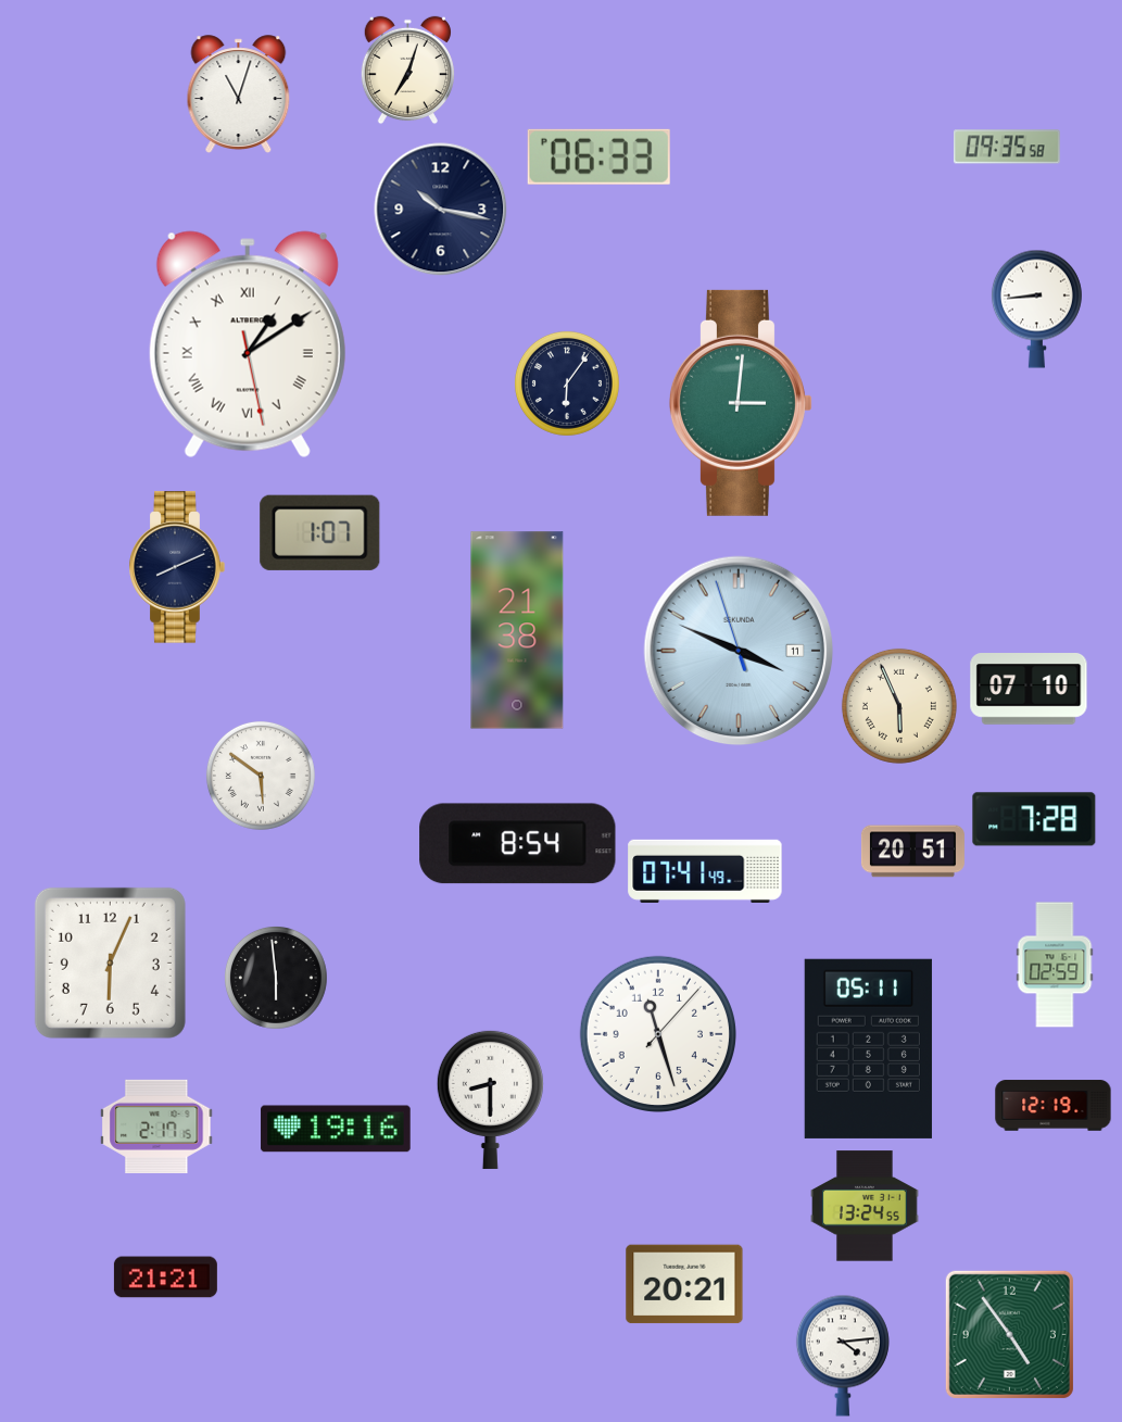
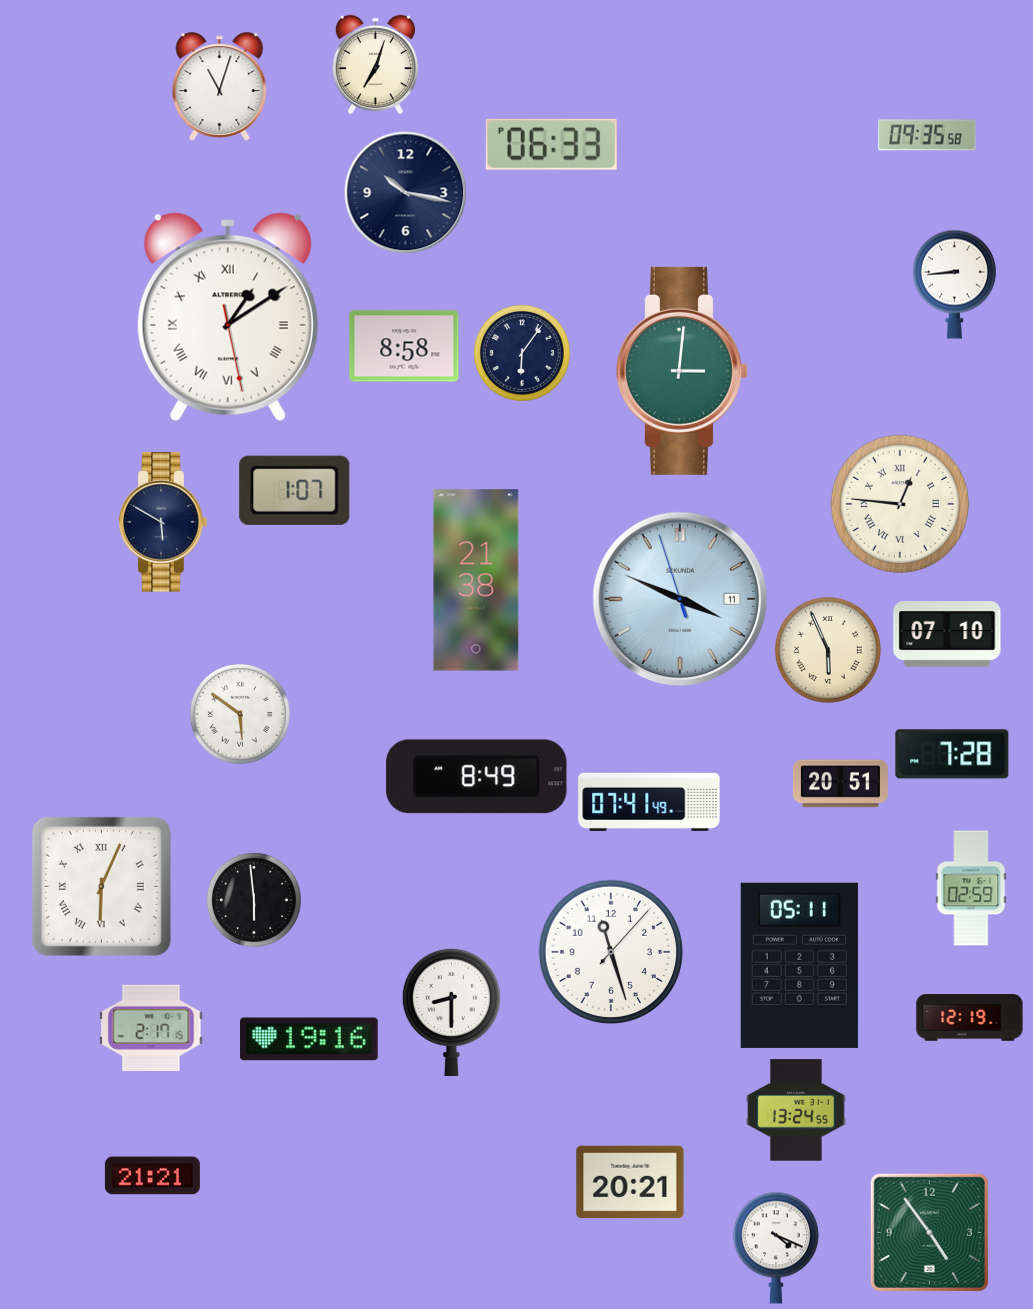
clock at (404, 346): none -> 8:58
clock at (900, 504): none -> 12:46
clock at (177, 567): 8:11 -> 5:50
clock at (518, 844): 8:54 -> 8:49
clock at (110, 962) numerals: Arabic -> Roman
clock at (657, 1033) position: (657, 1033) -> (610, 951)
clock at (156, 1127) position: (156, 1127) -> (151, 1028)
clock at (1009, 1334) position: (1009, 1334) -> (929, 1232)
clock at (843, 1356): 4:14 -> 4:19
